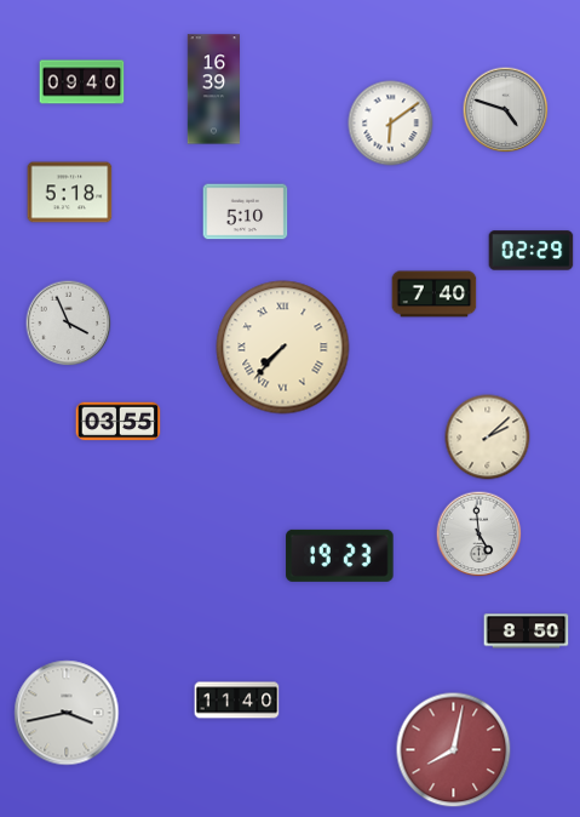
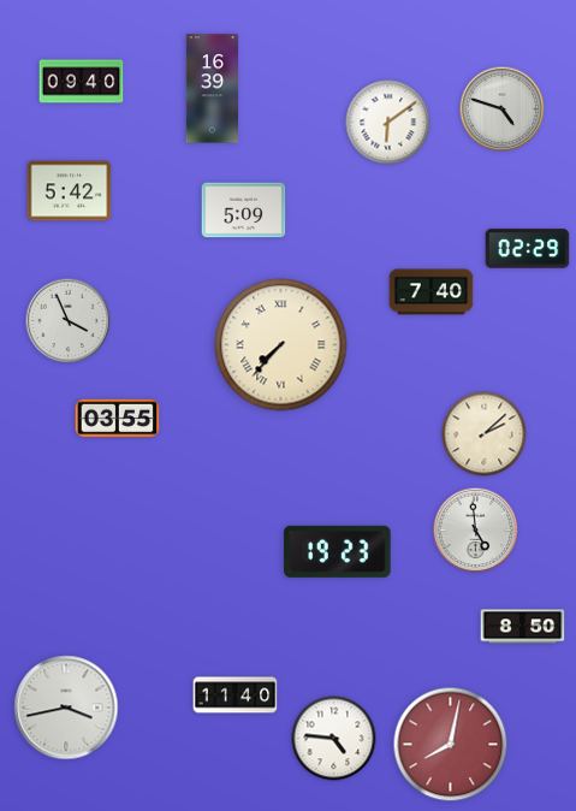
clock at (70, 193): 5:18 -> 5:42
clock at (246, 212): 5:10 -> 5:09
clock at (334, 739): none -> 4:46
